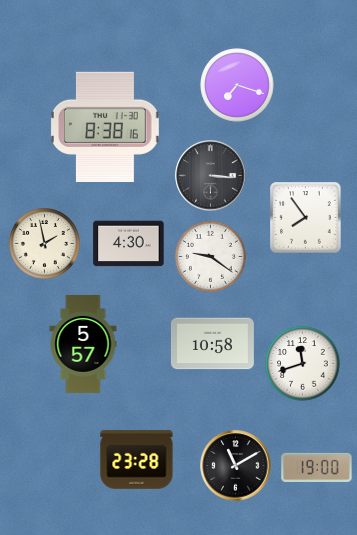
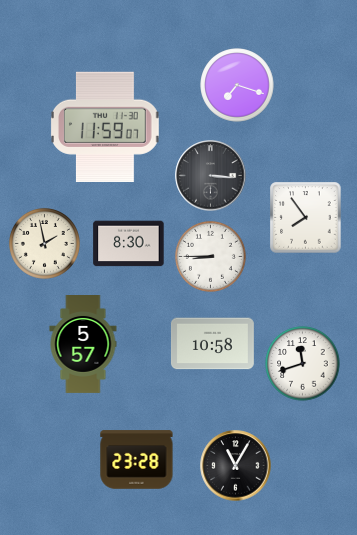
clock at (105, 127): 8:38 -> 11:59
clock at (129, 244): 4:30 -> 8:30
clock at (210, 256): 9:21 -> 8:45
clock at (236, 466): 11:10 -> 11:05
clock at (317, 467): 19:00 -> none
